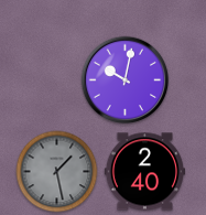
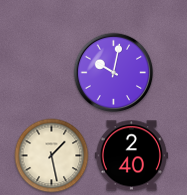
clock at (57, 172) dial: grey -> cream
